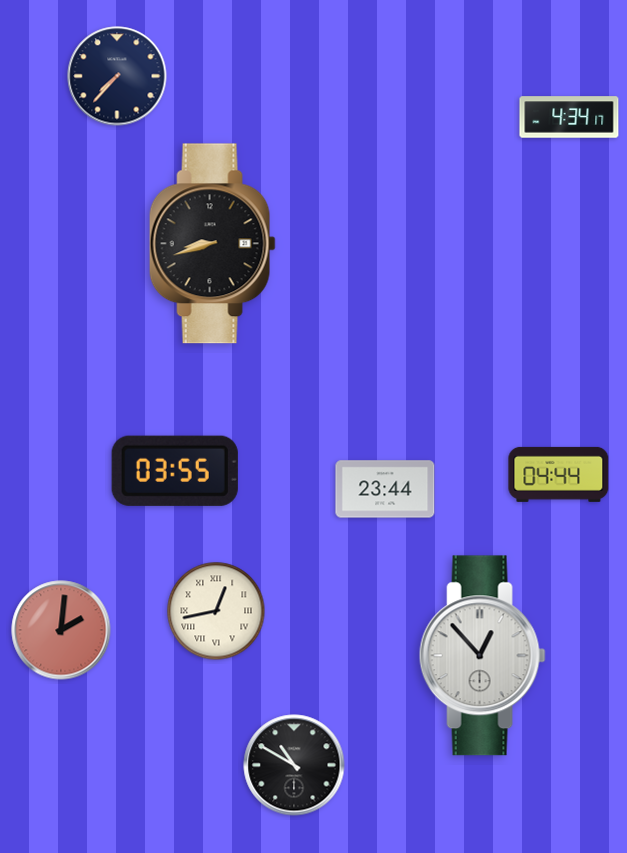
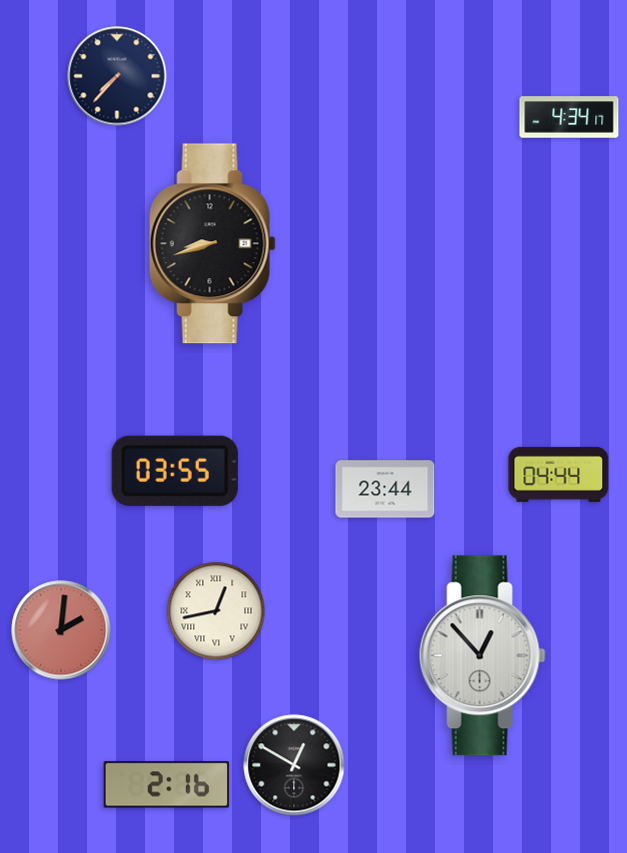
clock at (294, 765): 10:50 -> 12:50
clock at (167, 785): none -> 2:16
